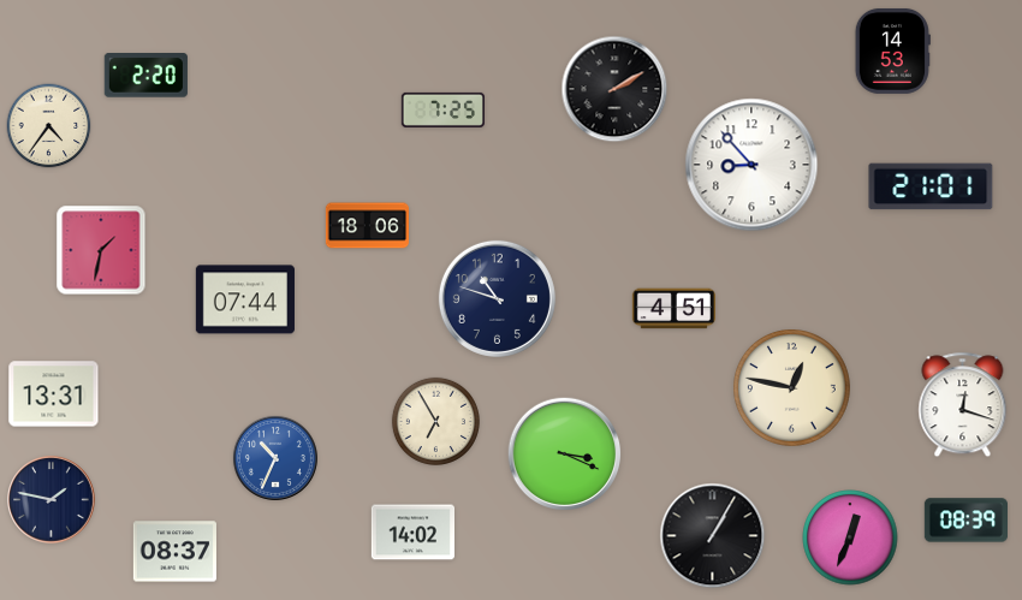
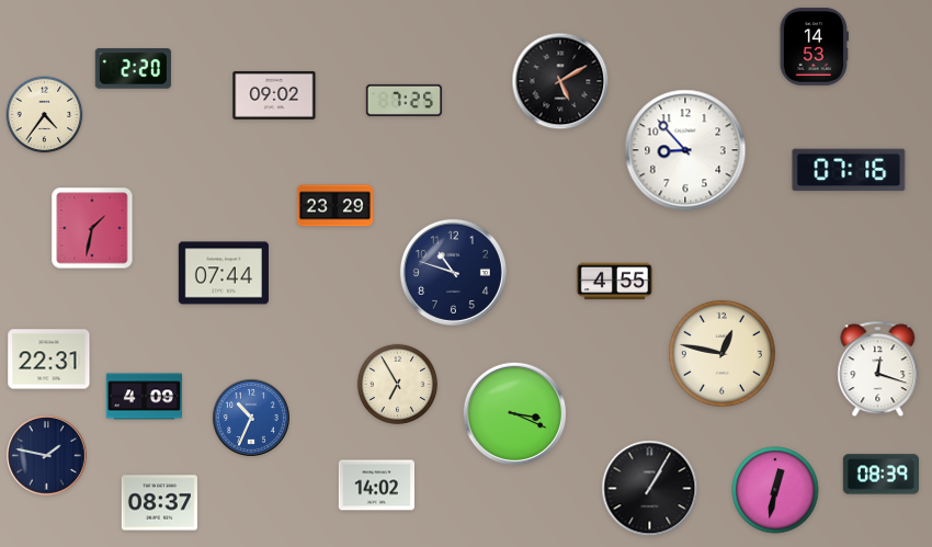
clock at (614, 89): 2:10 -> 5:10
clock at (274, 95): none -> 09:02
clock at (931, 186): 21:01 -> 07:16
clock at (367, 226): 18:06 -> 23:29
clock at (673, 309): 4:51 -> 4:55
clock at (54, 394): 13:31 -> 22:31
clock at (144, 397): none -> 4:09
clock at (850, 537): 12:34 -> 12:32
